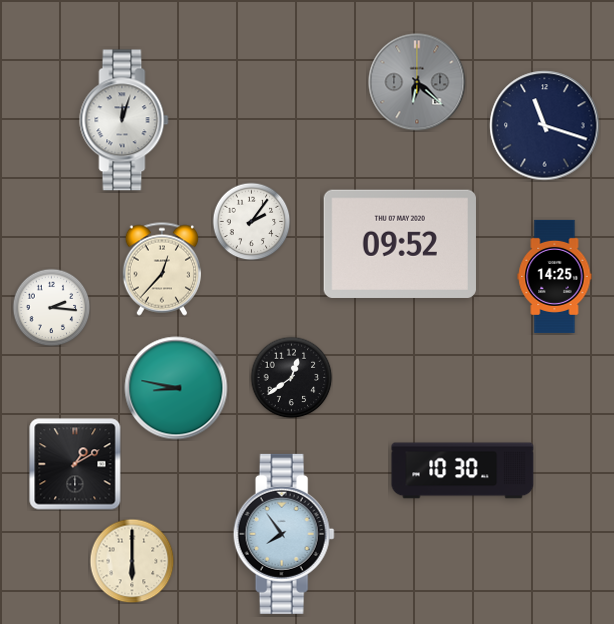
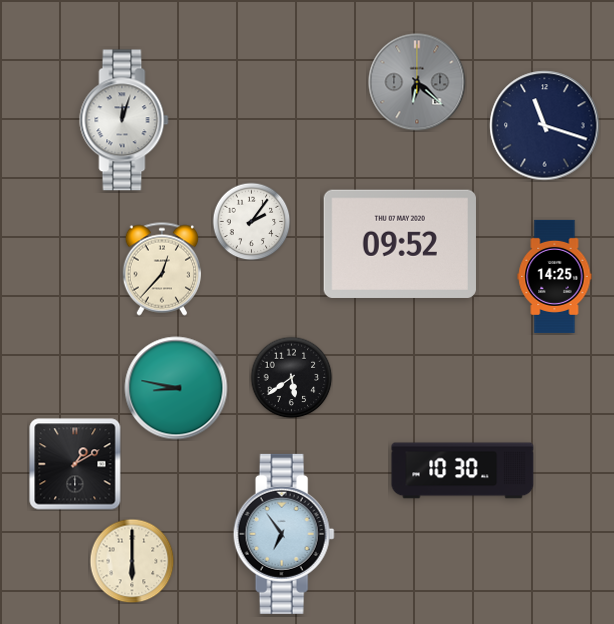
clock at (51, 307): 2:16 -> none
clock at (291, 377): 12:39 -> 5:39
clock at (284, 534): 7:54 -> 6:54
